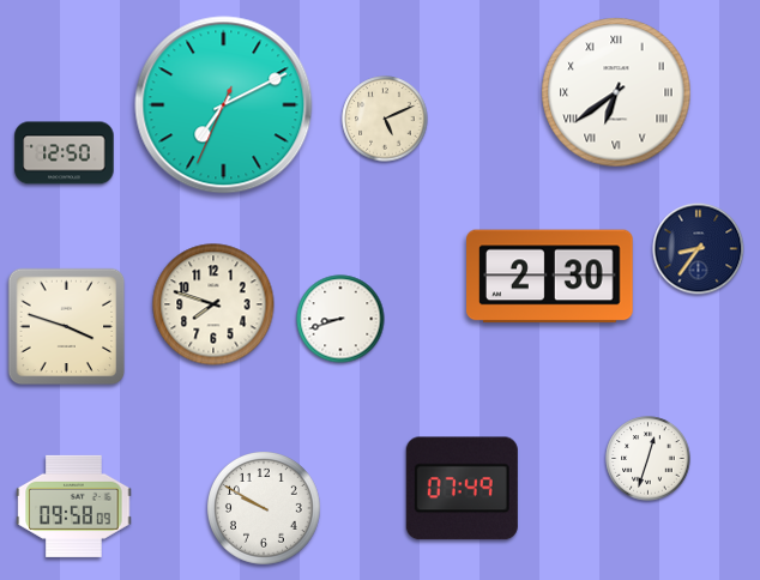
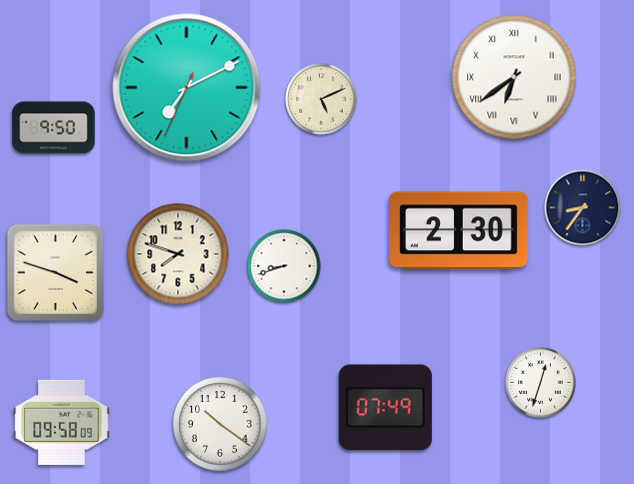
clock at (65, 153): 12:50 -> 9:50
clock at (265, 509): 9:50 -> 10:21
